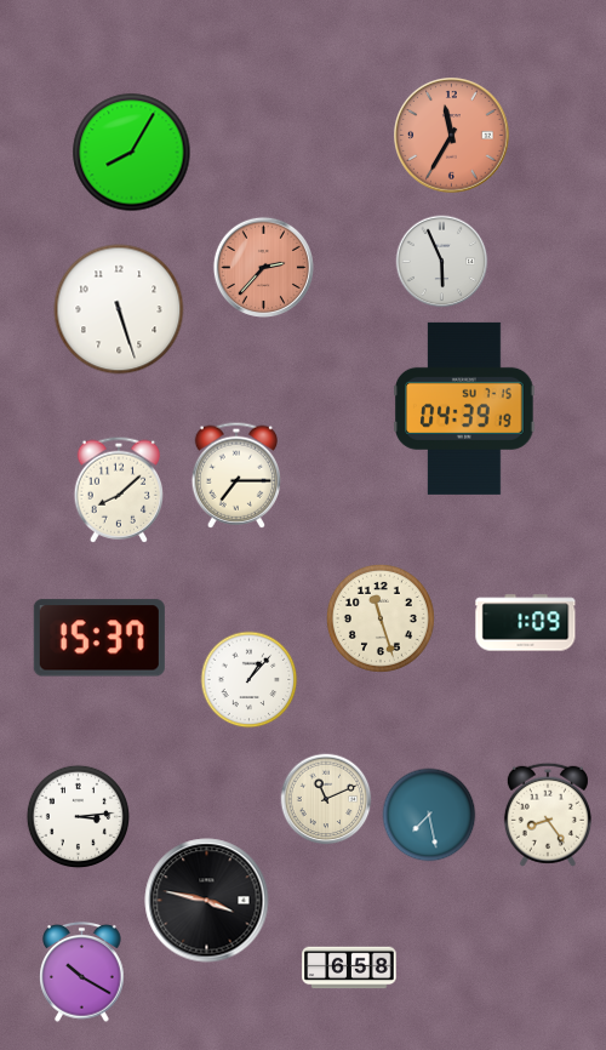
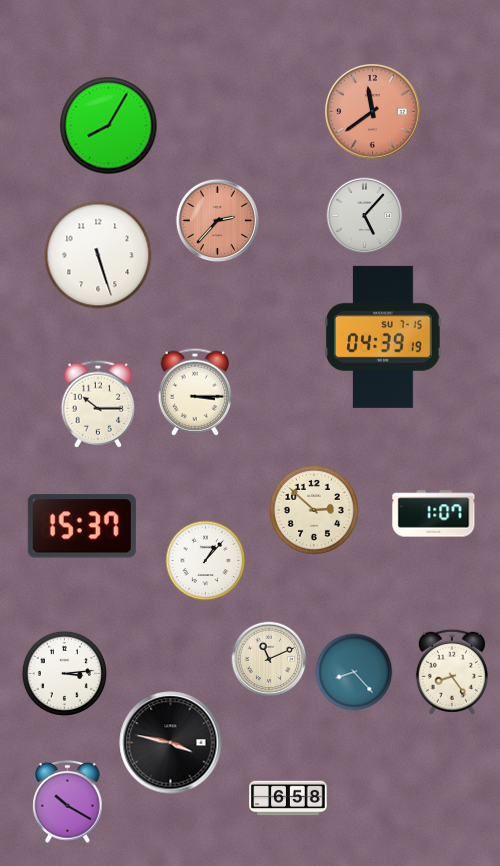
clock at (452, 136): 11:35 -> 11:39
clock at (442, 262): 5:56 -> 5:07
clock at (235, 475): 7:15 -> 3:15
clock at (118, 490): 8:08 -> 10:15
clock at (381, 618): 11:27 -> 2:52
clock at (526, 623): 1:09 -> 1:07
clock at (429, 815): 7:28 -> 8:23
